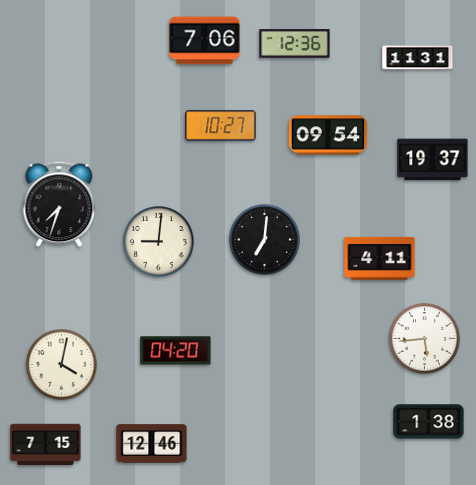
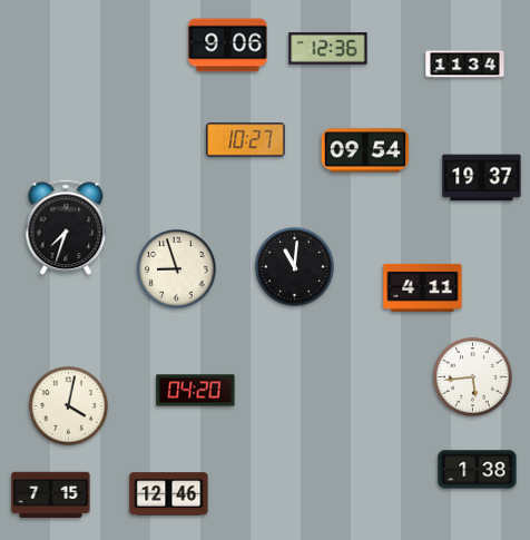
clock at (205, 41): 7:06 -> 9:06
clock at (418, 58): 11:31 -> 11:34
clock at (265, 240): 7:01 -> 11:01
clock at (159, 242): 9:01 -> 8:57
